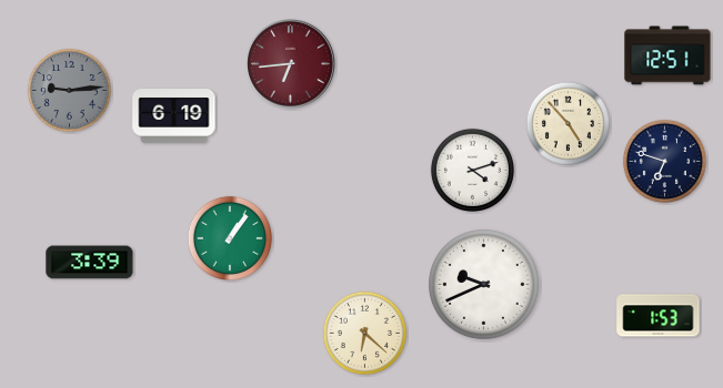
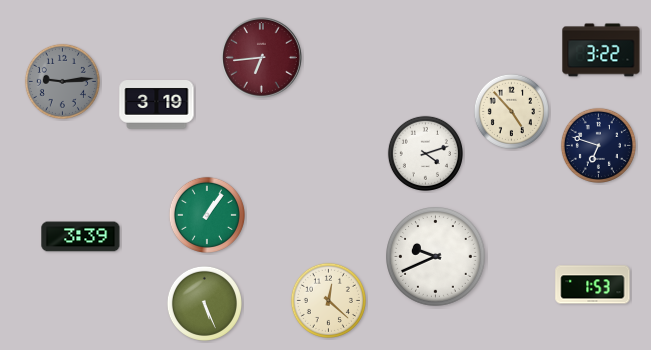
clock at (667, 55): 12:51 -> 3:22
clock at (174, 116): 6:19 -> 3:19
clock at (364, 333): 6:22 -> 12:22
clock at (204, 303): none -> 5:26
